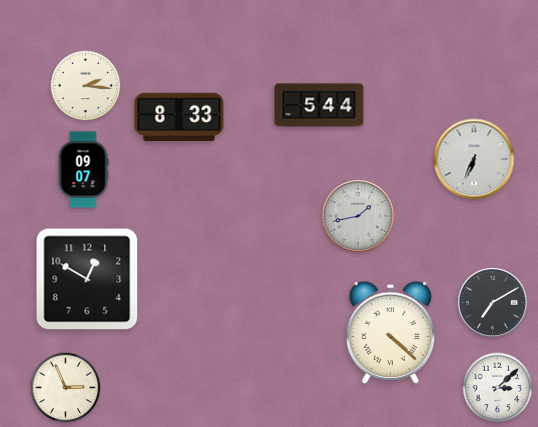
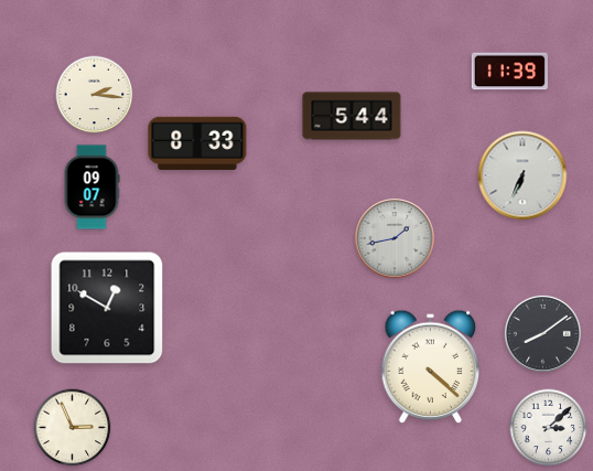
clock at (509, 72): none -> 11:39
clock at (179, 117) position: (179, 117) -> (197, 143)
clock at (87, 279) position: (87, 279) -> (107, 308)
clock at (492, 302): 7:10 -> 8:09
